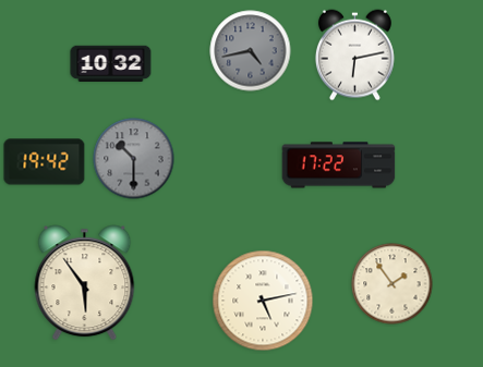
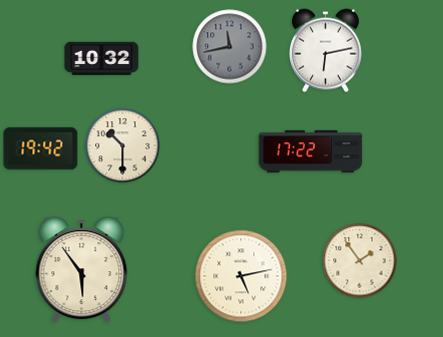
clock at (251, 51): 4:43 -> 11:43
clock at (134, 159) dial: grey -> cream
clock at (85, 283) position: (85, 283) -> (82, 270)
